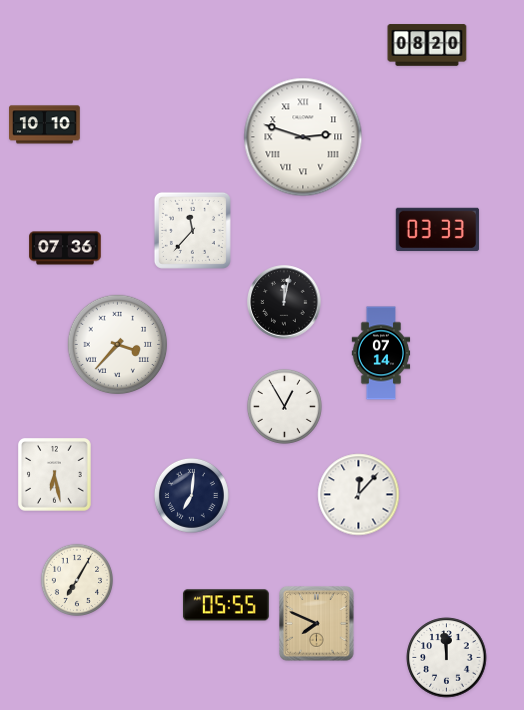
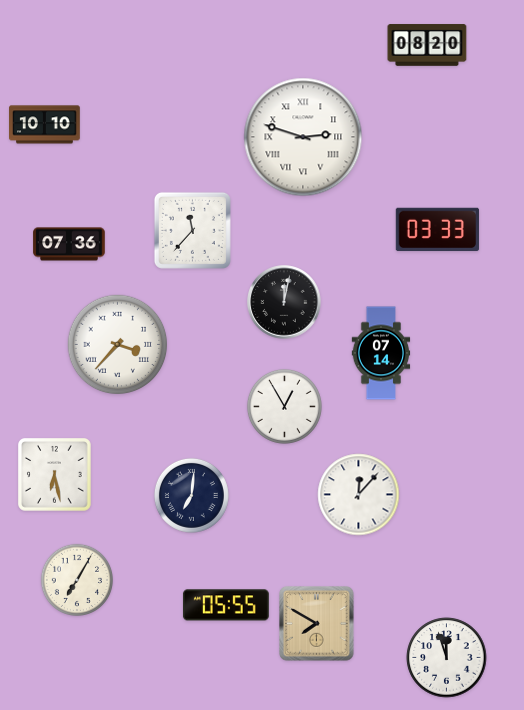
clock at (65, 248) position: (65, 248) -> (69, 244)
clock at (317, 624): 7:49 -> 7:50
clock at (447, 658): 11:59 -> 11:57
